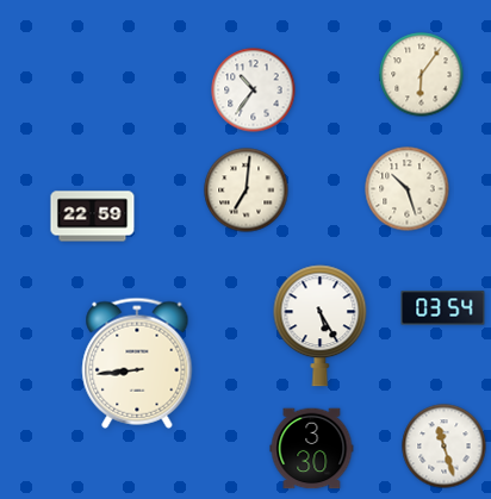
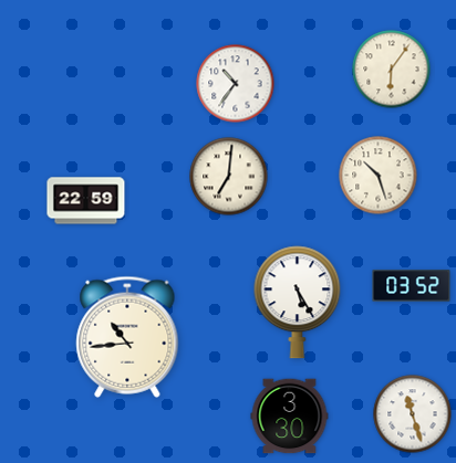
clock at (443, 308): 03:54 -> 03:52
clock at (137, 363): 8:44 -> 10:44
